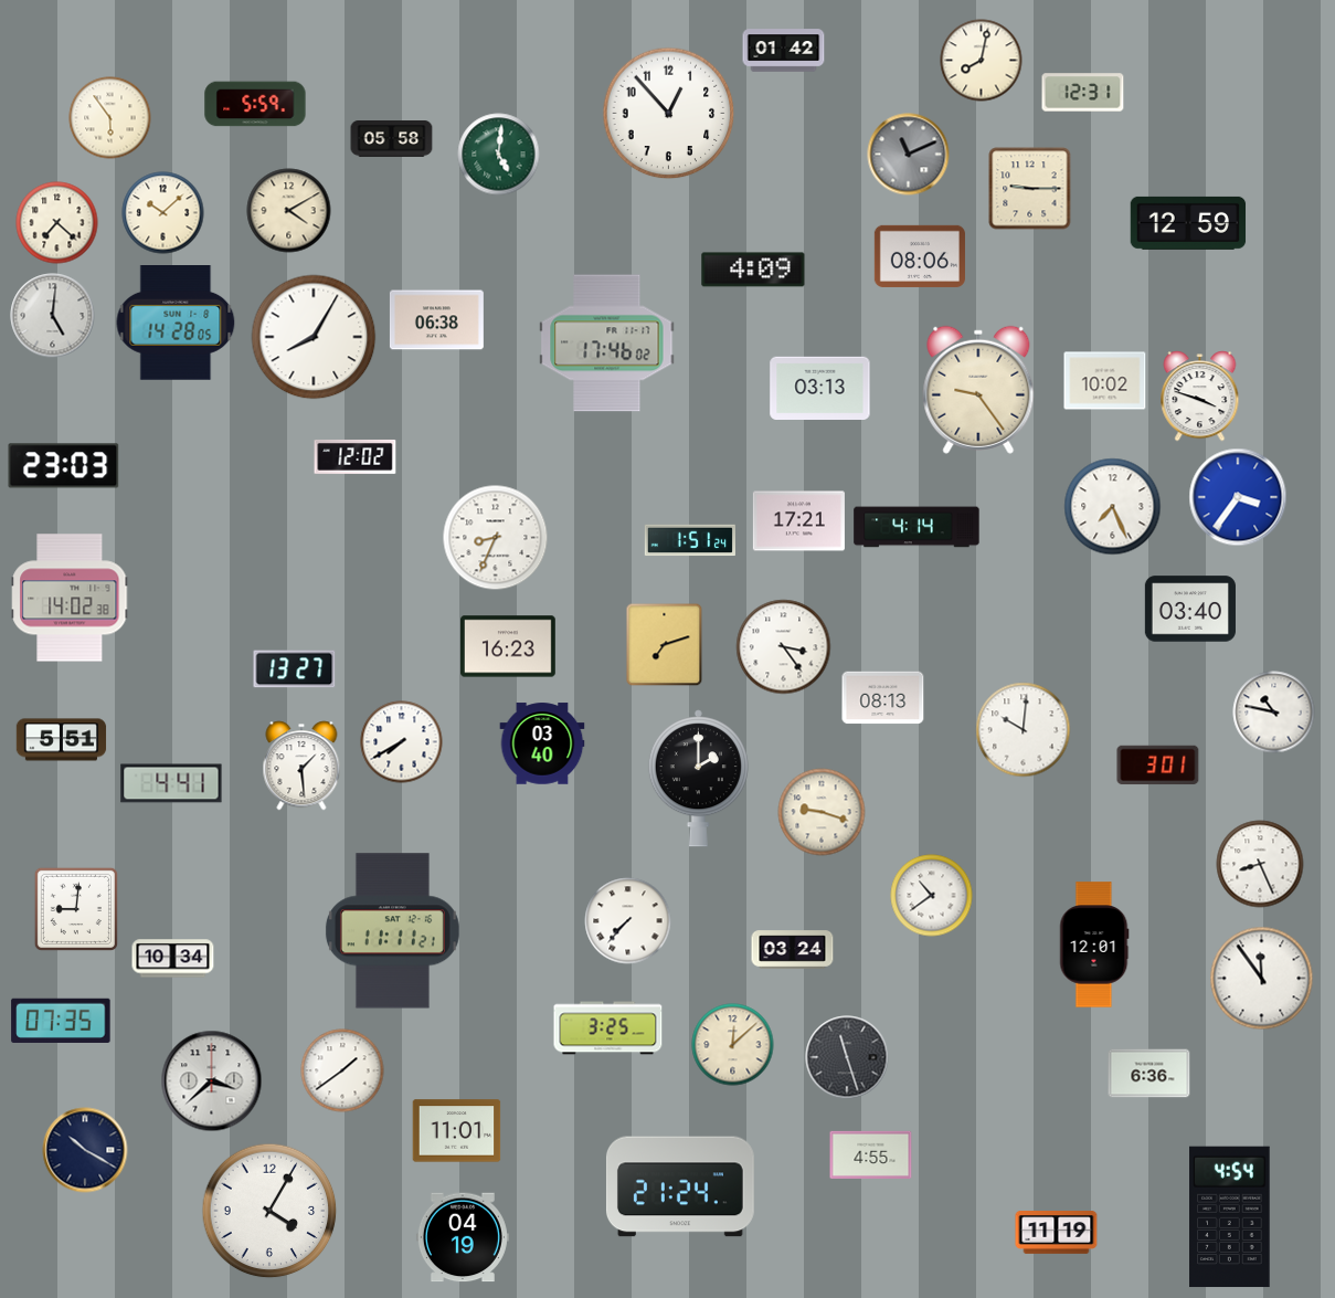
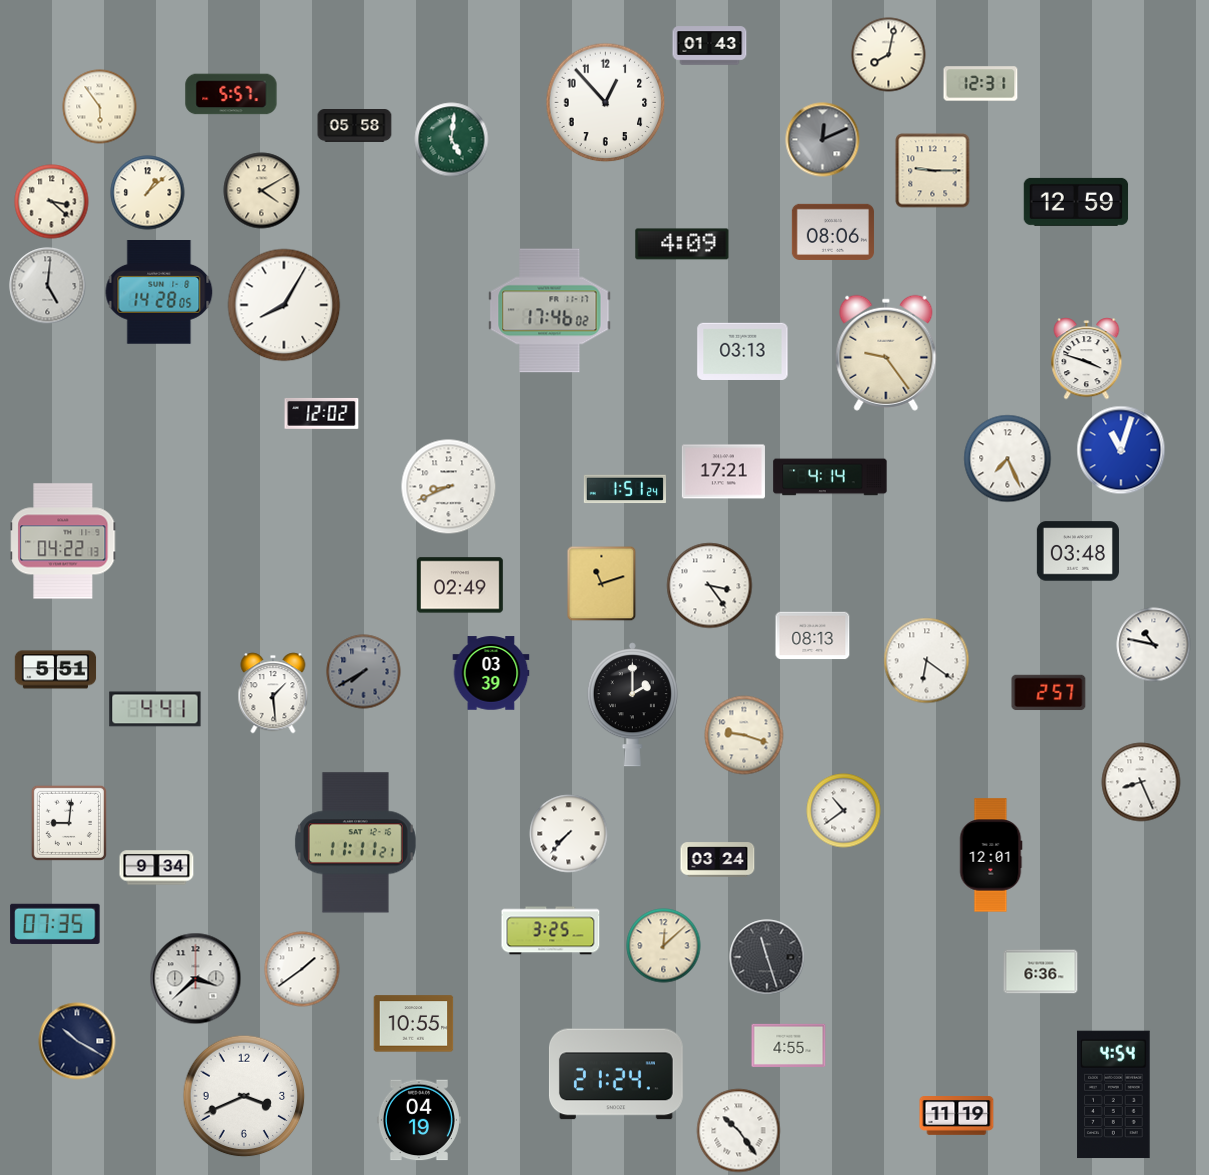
clock at (784, 51): 01:42 -> 01:43
clock at (255, 104): 5:59 -> 5:57
clock at (909, 155): 11:11 -> 12:11
clock at (163, 213): 10:08 -> 1:08
clock at (57, 223): 7:22 -> 3:22
clock at (436, 320): 06:38 -> none
clock at (1105, 381): 10:02 -> none
clock at (64, 466): 23:03 -> none
clock at (1238, 497): 3:36 -> 11:03
clock at (496, 538): 8:34 -> 8:41
clock at (70, 598): 14:02 -> 04:22
clock at (1190, 609): 03:40 -> 03:48
clock at (665, 645): 7:12 -> 11:12
clock at (509, 646): 16:23 -> 02:49
clock at (295, 669): 13:27 -> none
clock at (883, 698) position: (883, 698) -> (813, 636)
clock at (1024, 730): 10:01 -> 6:21
clock at (402, 742) dial: white -> grey
clock at (542, 743): 03:40 -> 03:39
clock at (1158, 766): 3:01 -> 2:57
clock at (173, 959): 10:34 -> 9:34
clock at (1262, 979): 11:54 -> none
clock at (342, 1070) position: (342, 1070) -> (302, 969)
clock at (212, 1081) position: (212, 1081) -> (196, 979)
clock at (457, 1131): 11:01 -> 10:55
clock at (269, 1211): 4:05 -> 3:41
clock at (1230, 1217) position: (1230, 1217) -> (1114, 1095)
clock at (739, 1131): none -> 10:24
